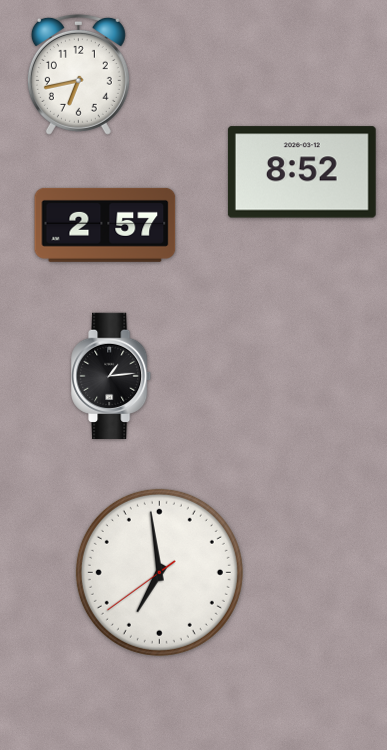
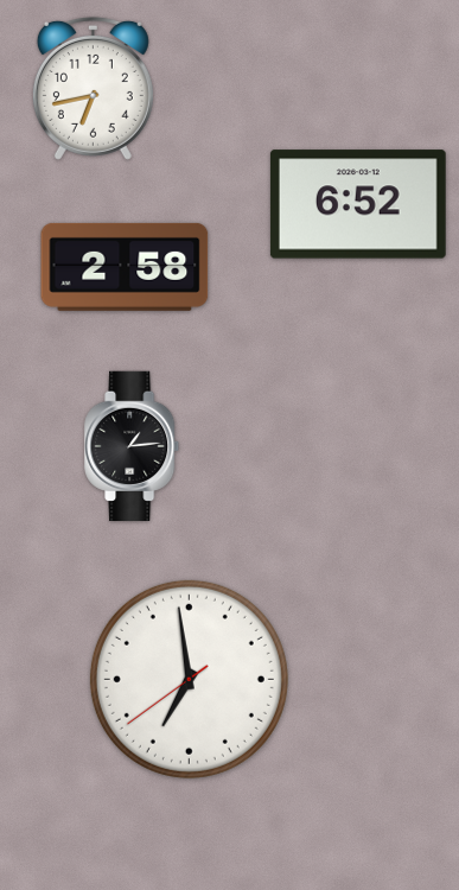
clock at (302, 172): 8:52 -> 6:52
clock at (105, 225): 2:57 -> 2:58
